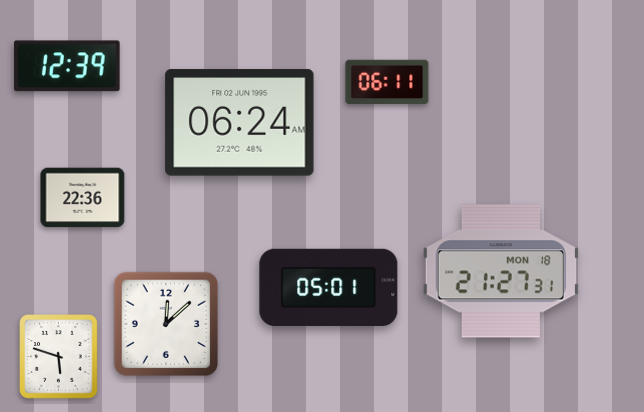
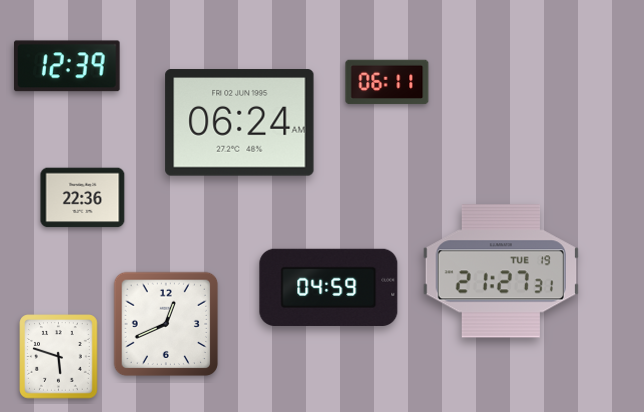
clock at (501, 271) date: MON 18 -> TUE 19
clock at (329, 287): 05:01 -> 04:59
clock at (166, 324): 12:08 -> 12:41
